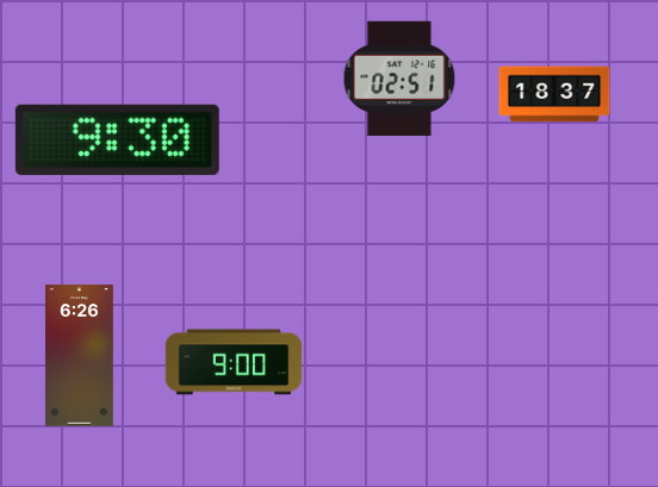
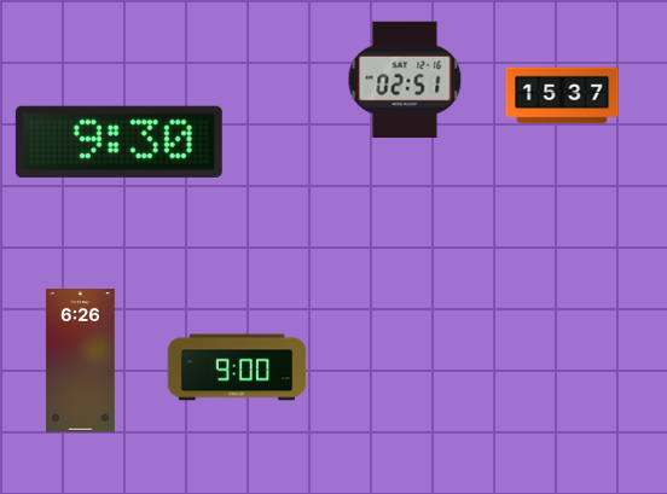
clock at (554, 94): 18:37 -> 15:37
